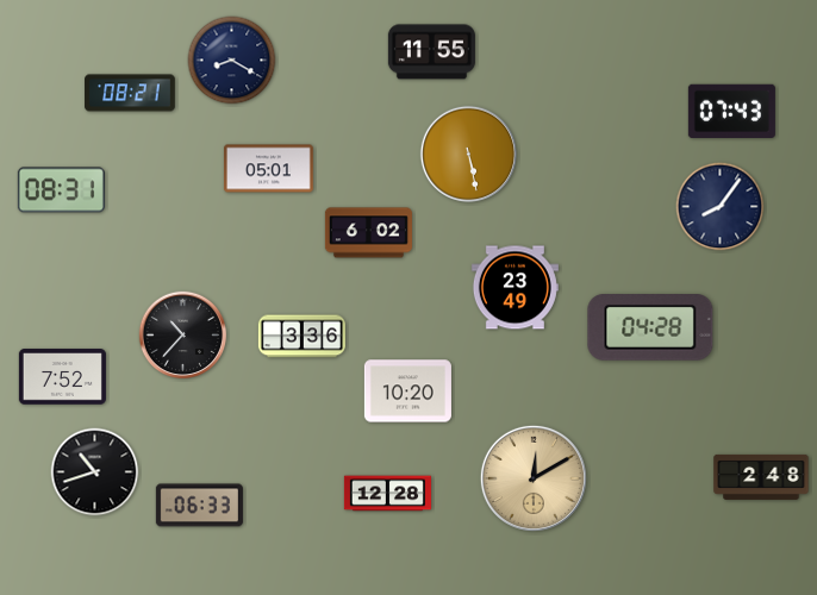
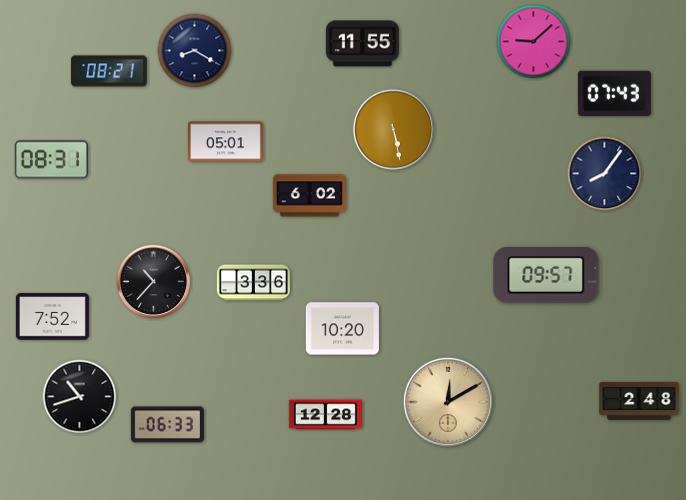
clock at (534, 42): none -> 9:08
clock at (130, 93) position: (130, 93) -> (109, 71)
clock at (514, 288): 23:49 -> none
clock at (650, 328): 04:28 -> 09:57
